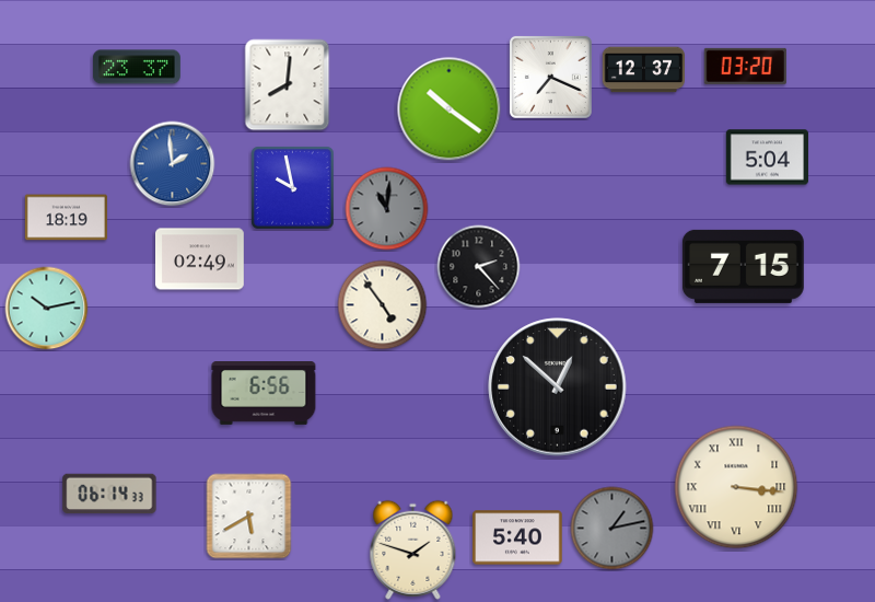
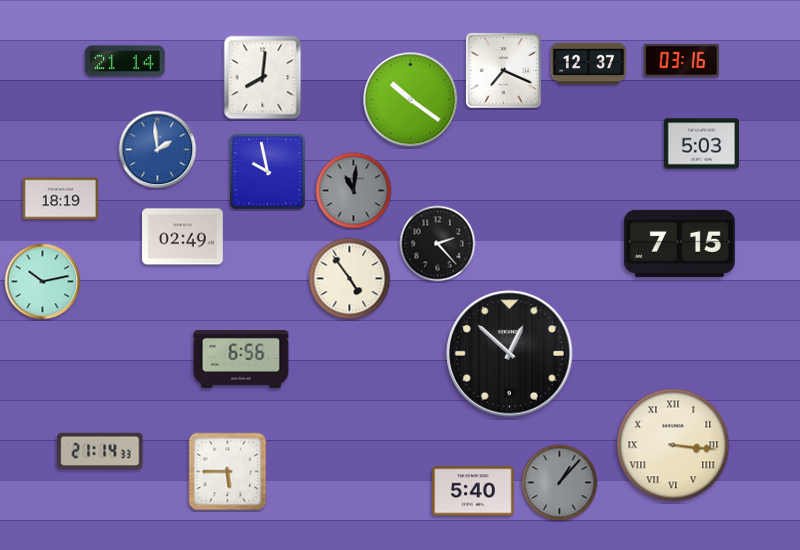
clock at (745, 66): 03:20 -> 03:16
clock at (137, 67): 23:37 -> 21:14
clock at (767, 158): 5:04 -> 5:03
clock at (109, 494): 06:14 -> 21:14
clock at (249, 517): 5:40 -> 5:45
clock at (612, 529): 1:13 -> 1:07
clock at (413, 549): 1:48 -> none
